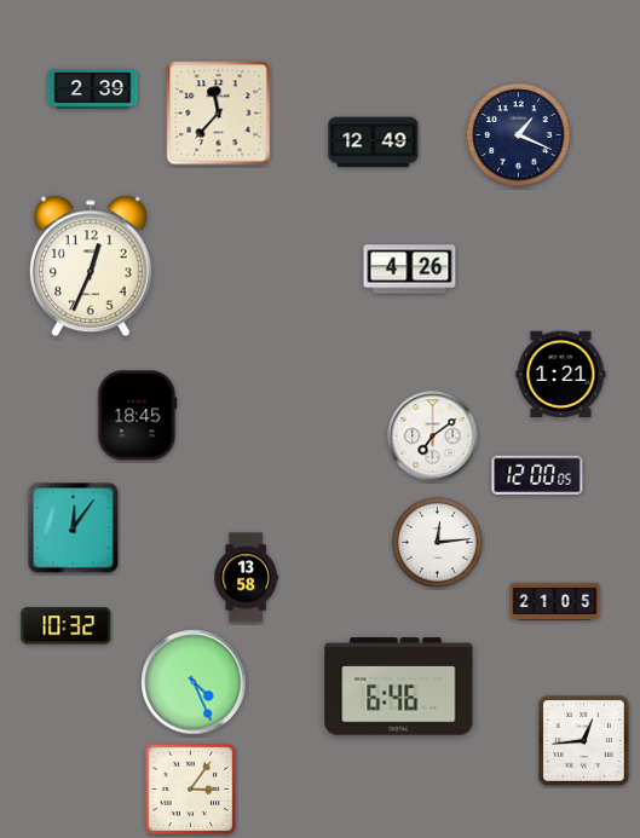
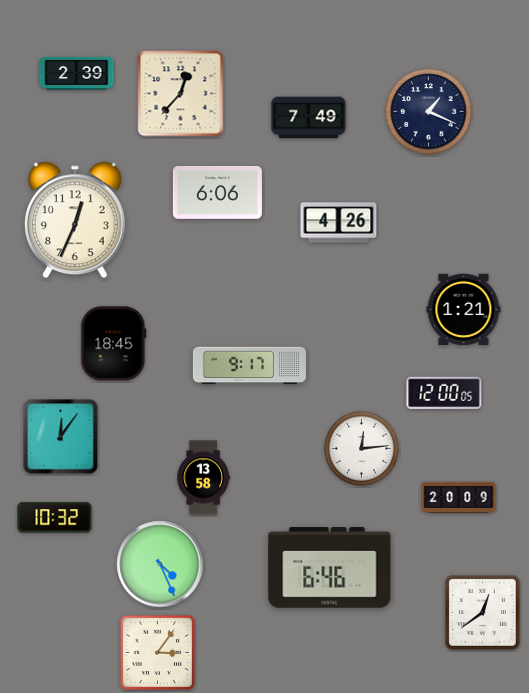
clock at (219, 114): 11:37 -> 12:37
clock at (374, 143): 12:49 -> 7:49
clock at (217, 192): none -> 6:06
clock at (433, 437): 7:09 -> none
clock at (249, 366): none -> 9:17
clock at (555, 601): 21:05 -> 20:09
clock at (583, 740): 12:44 -> 12:39
